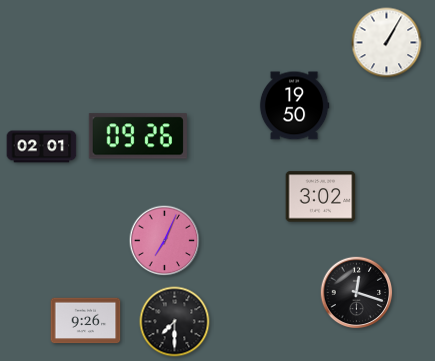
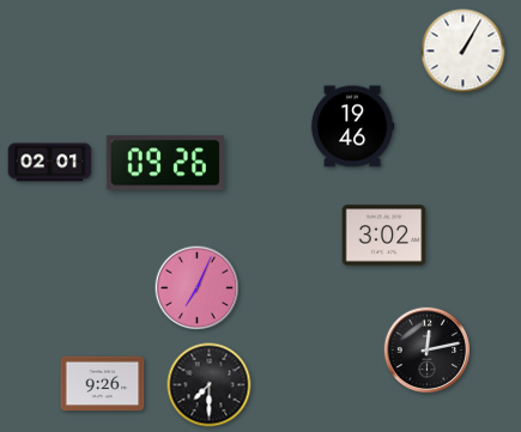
clock at (294, 106): 19:50 -> 19:46
clock at (42, 147) position: (42, 147) -> (50, 163)
clock at (357, 293): 12:18 -> 12:13
